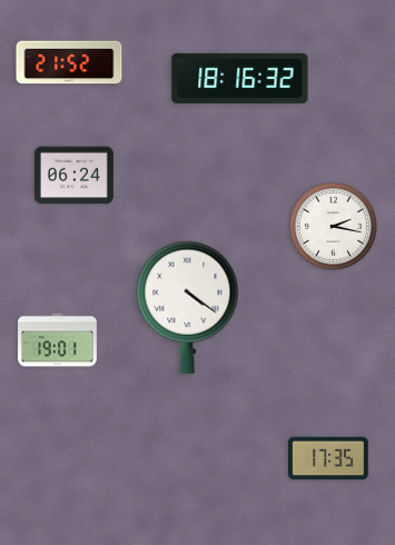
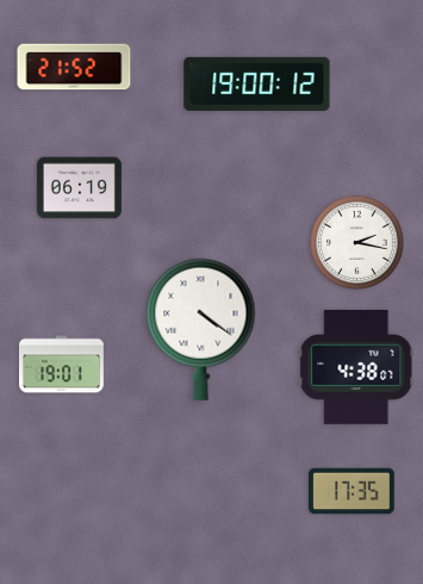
clock at (240, 78): 18:16 -> 19:00
clock at (73, 176): 06:24 -> 06:19
clock at (356, 367): none -> 4:38
